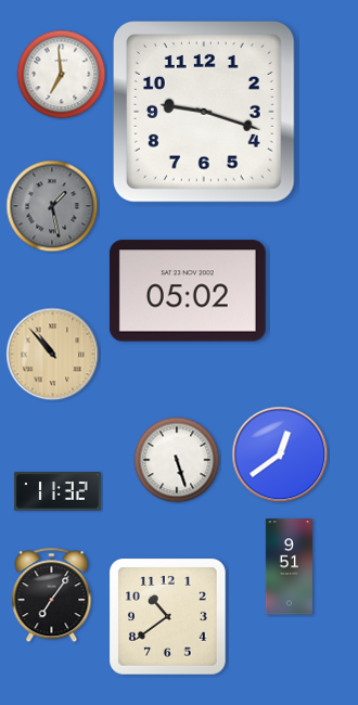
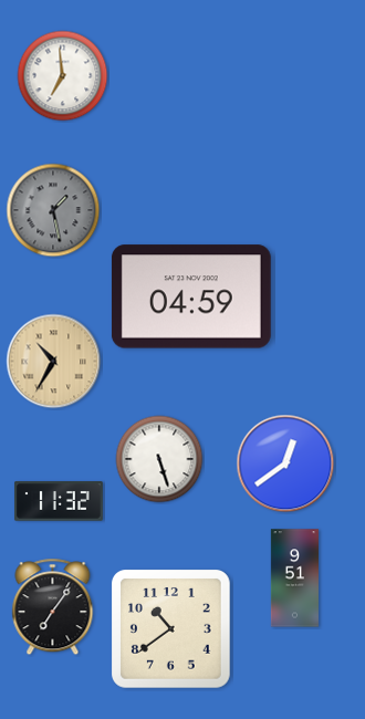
clock at (204, 112): 9:18 -> none
clock at (188, 291): 05:02 -> 04:59
clock at (53, 355): 10:53 -> 10:35
clock at (177, 460) position: (177, 460) -> (159, 459)
